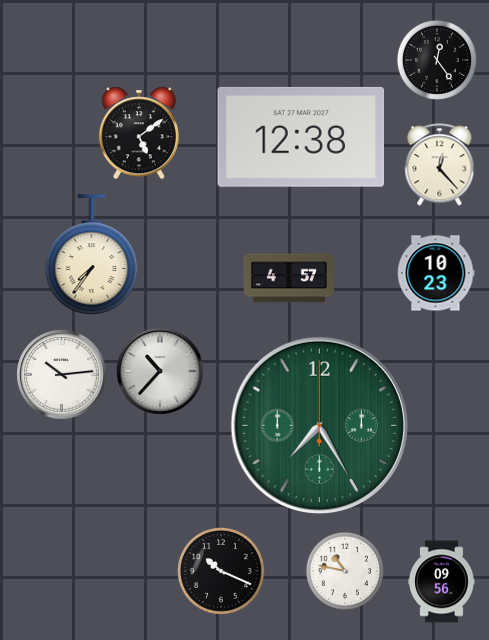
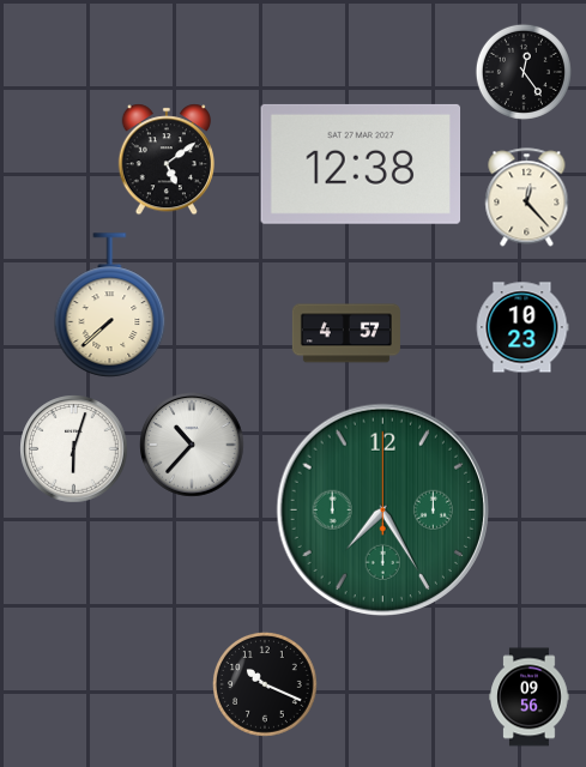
clock at (92, 255): 7:36 -> 7:38
clock at (62, 375): 10:14 -> 6:03
clock at (345, 570): 10:47 -> none
